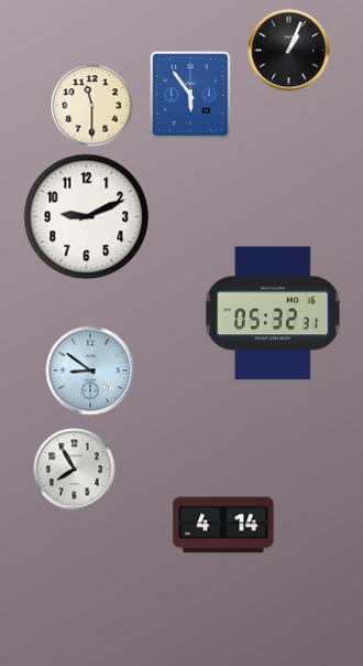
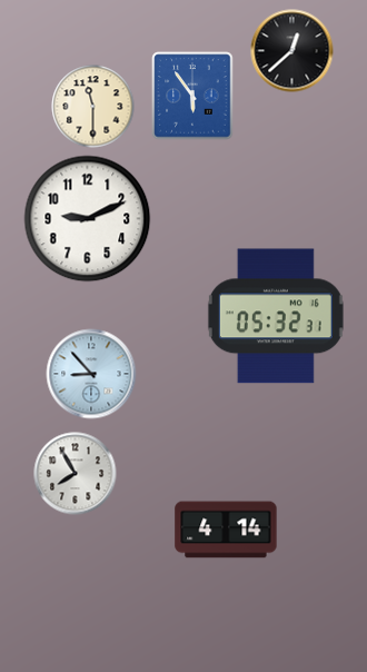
clock at (289, 51): 1:04 -> 12:38
clock at (90, 370): 8:51 -> 8:53
